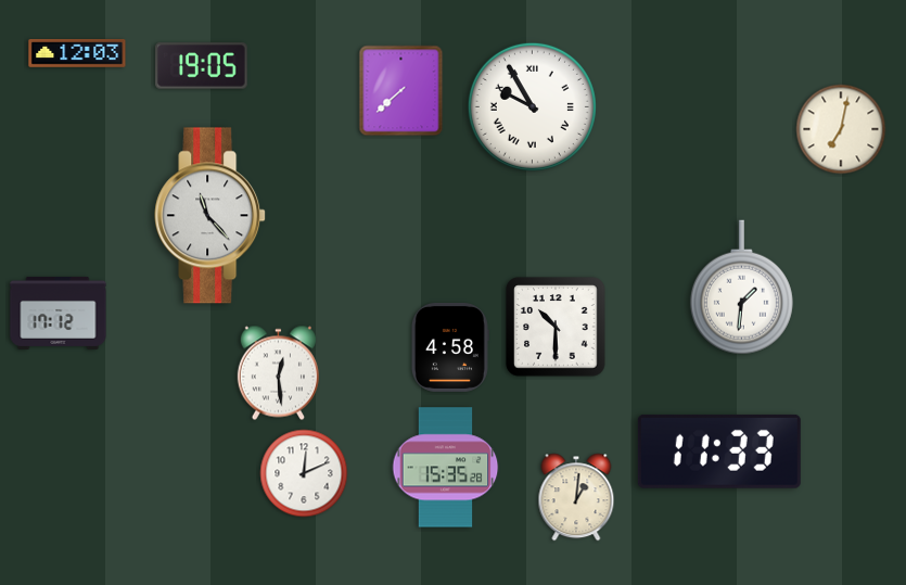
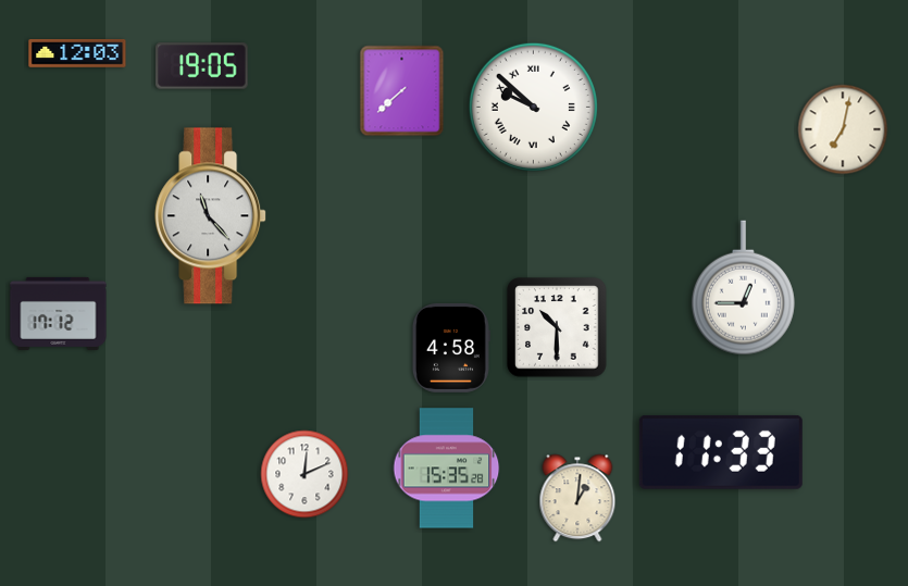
clock at (532, 106): 9:55 -> 9:52
clock at (741, 288): 1:31 -> 12:45
clock at (278, 373): 12:29 -> none
